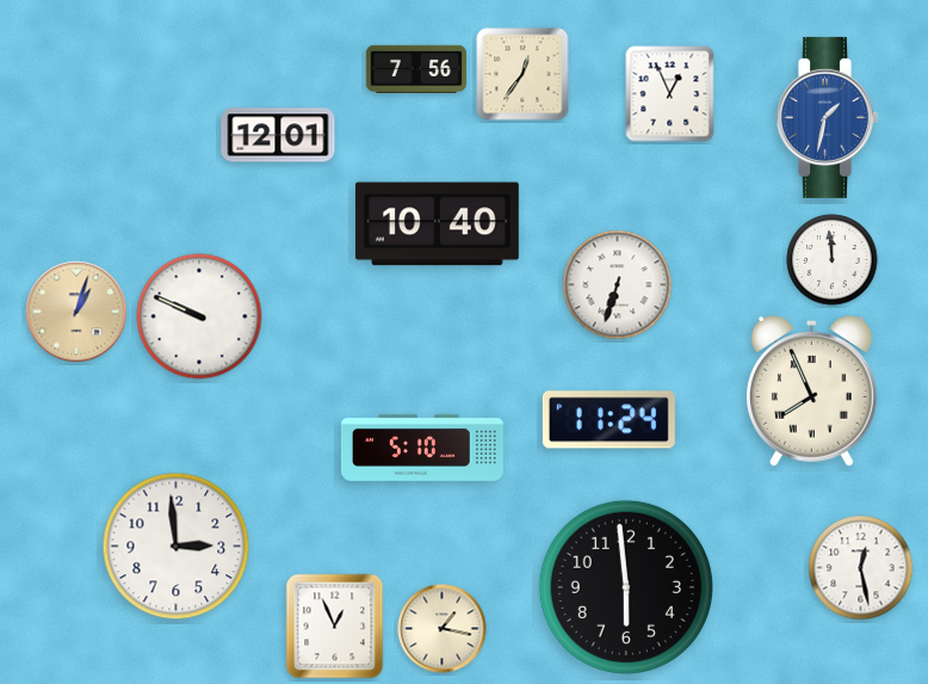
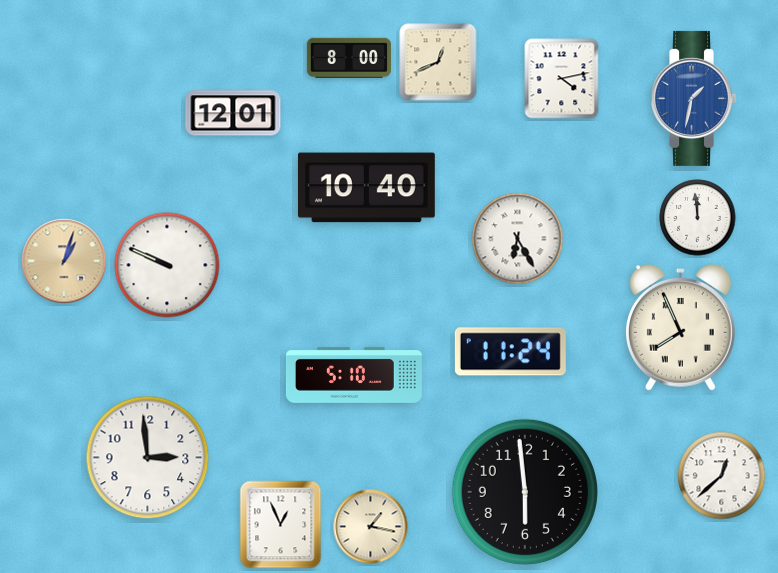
clock at (416, 68): 7:56 -> 8:00
clock at (522, 74): 12:36 -> 12:41
clock at (670, 94): 12:56 -> 4:13
clock at (618, 285): 6:33 -> 6:25
clock at (861, 568): 12:28 -> 12:38
